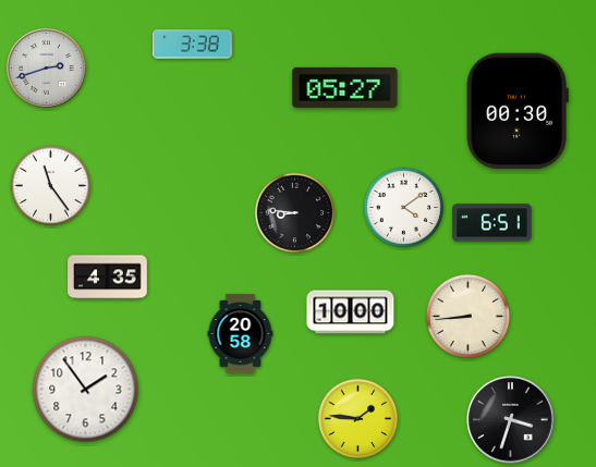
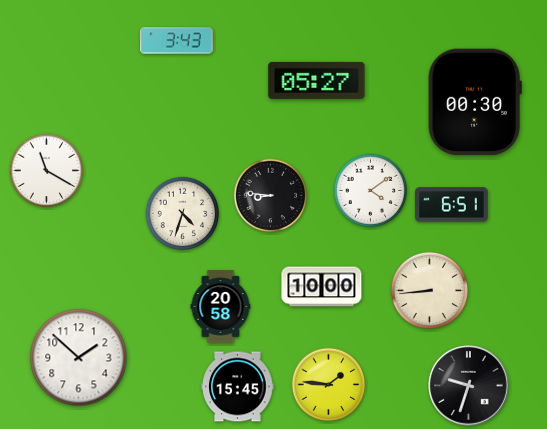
clock at (193, 45): 3:38 -> 3:43
clock at (47, 69): 2:42 -> none
clock at (51, 186): 11:24 -> 11:20
clock at (183, 214): none -> 4:33
clock at (108, 278): 4:35 -> none
clock at (86, 390): 1:54 -> 1:52
clock at (511, 420): 3:33 -> 9:33
clock at (238, 387): none -> 15:45
